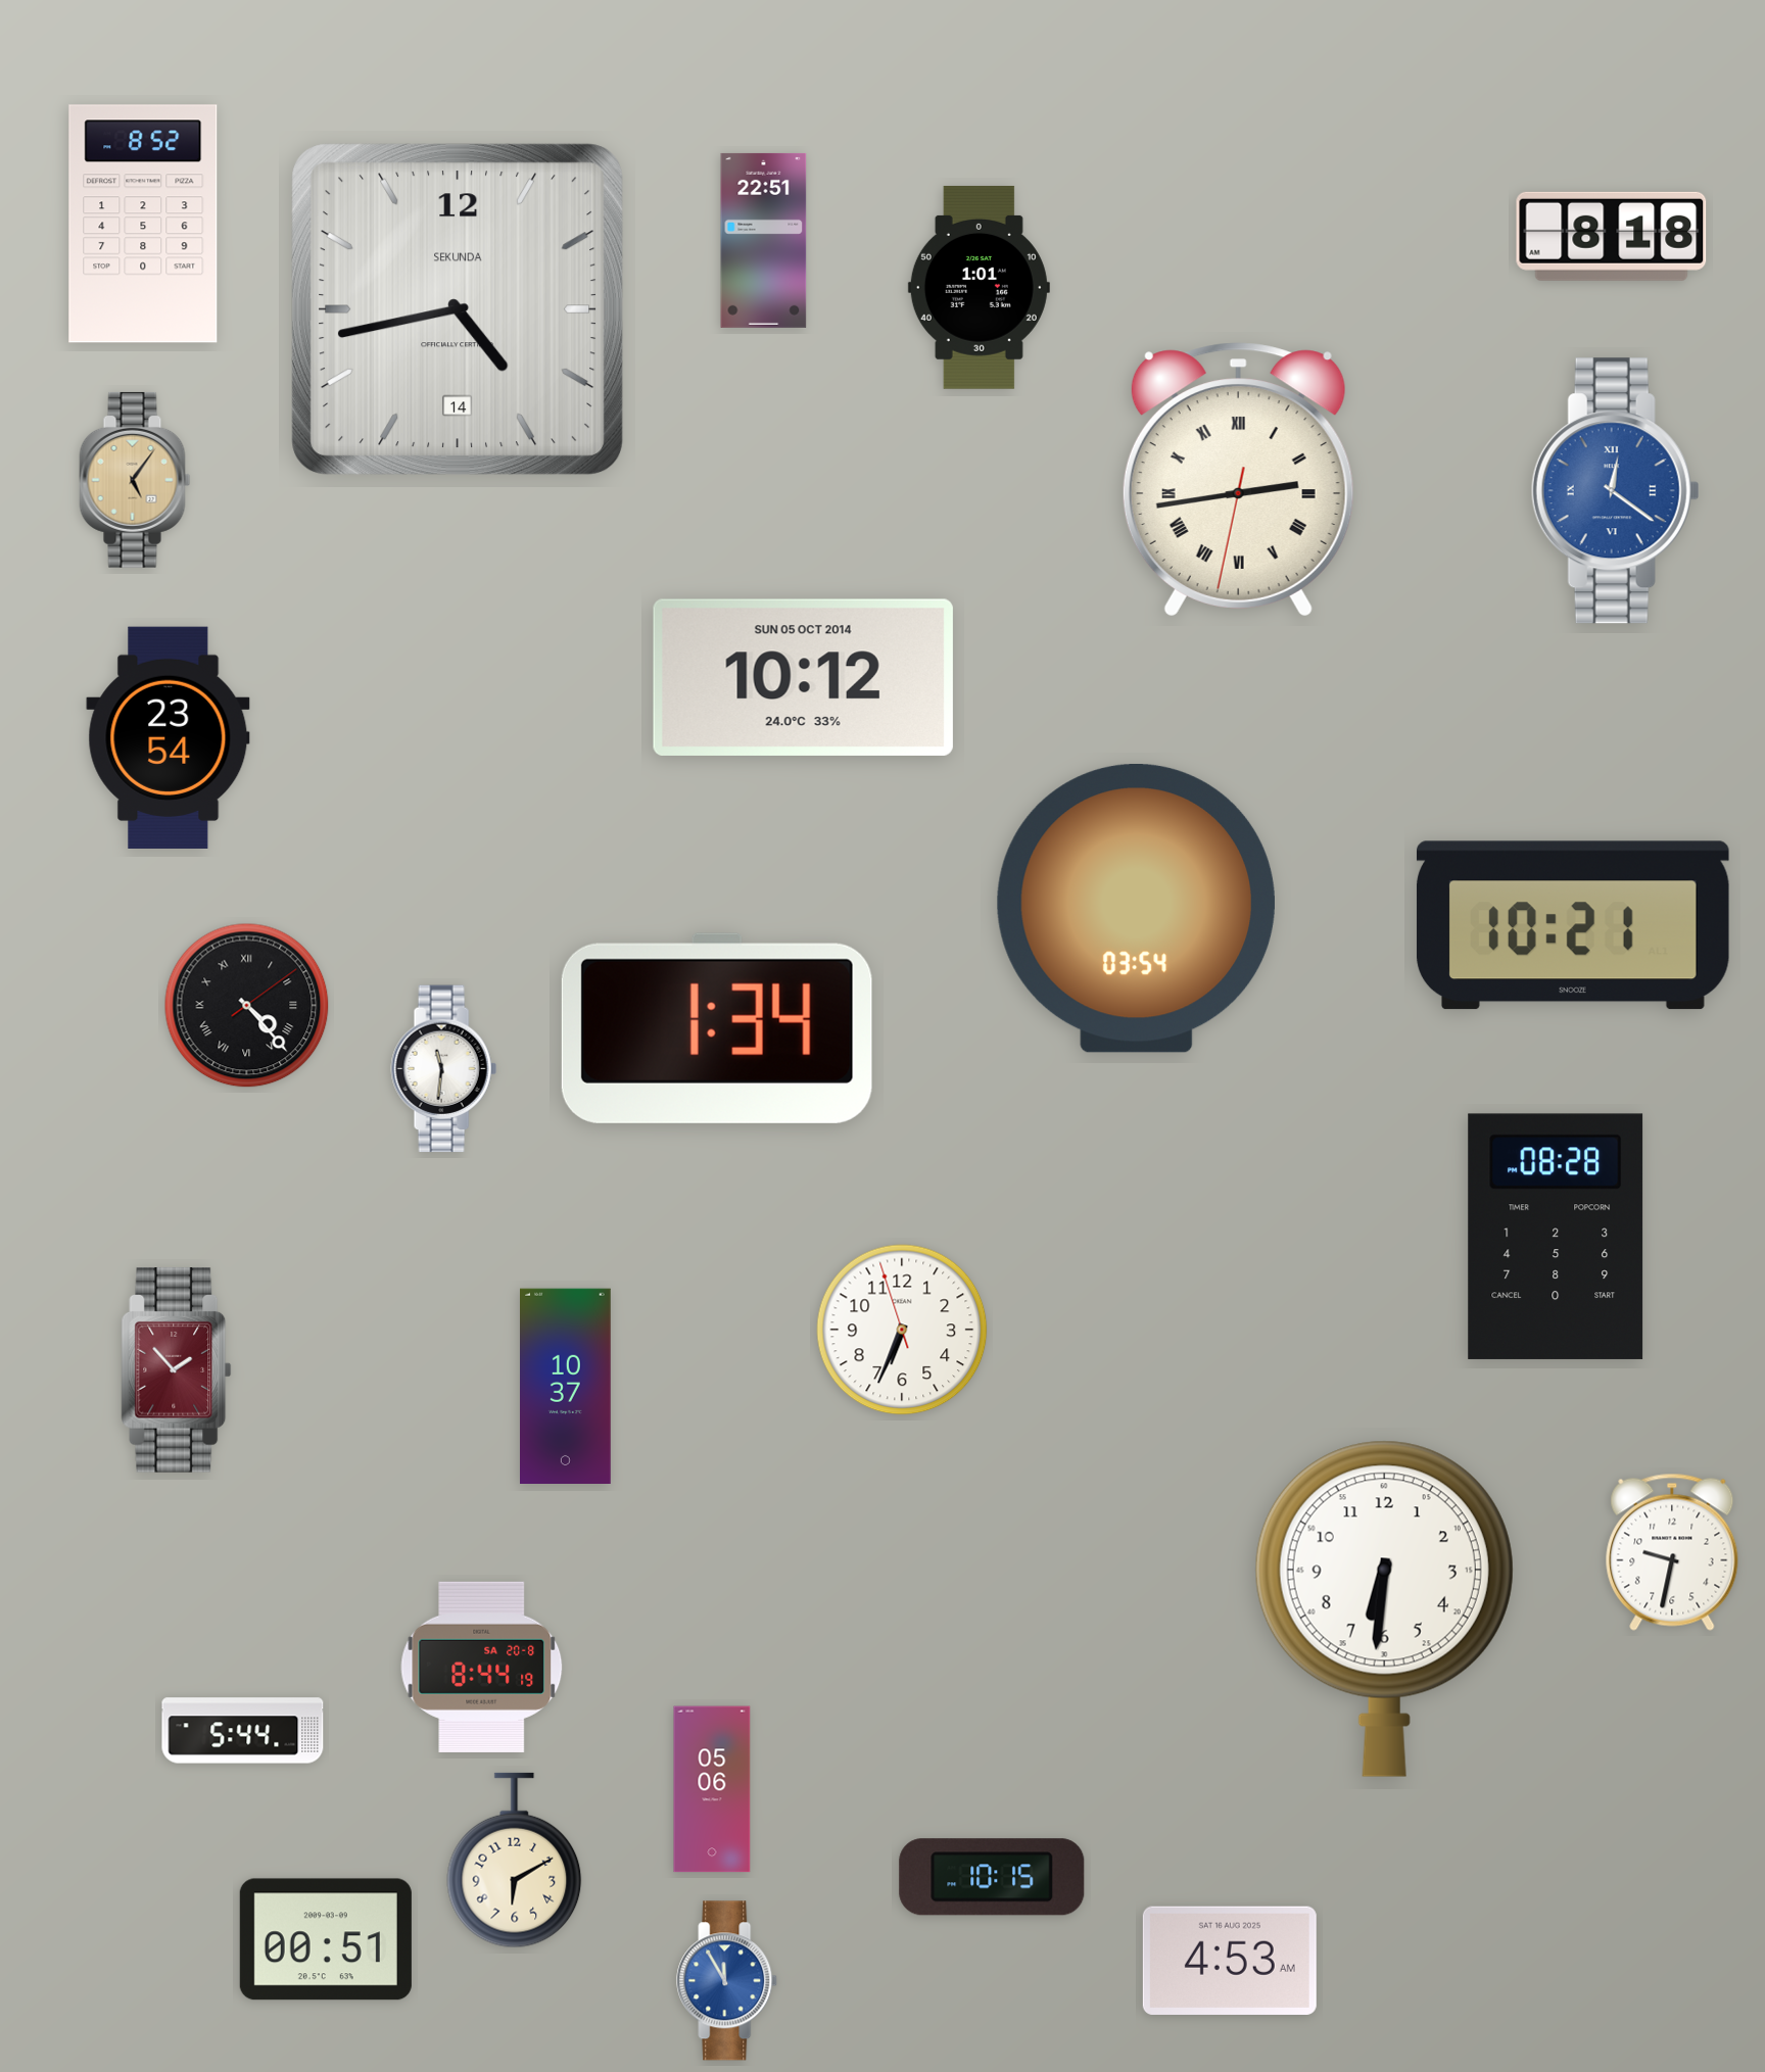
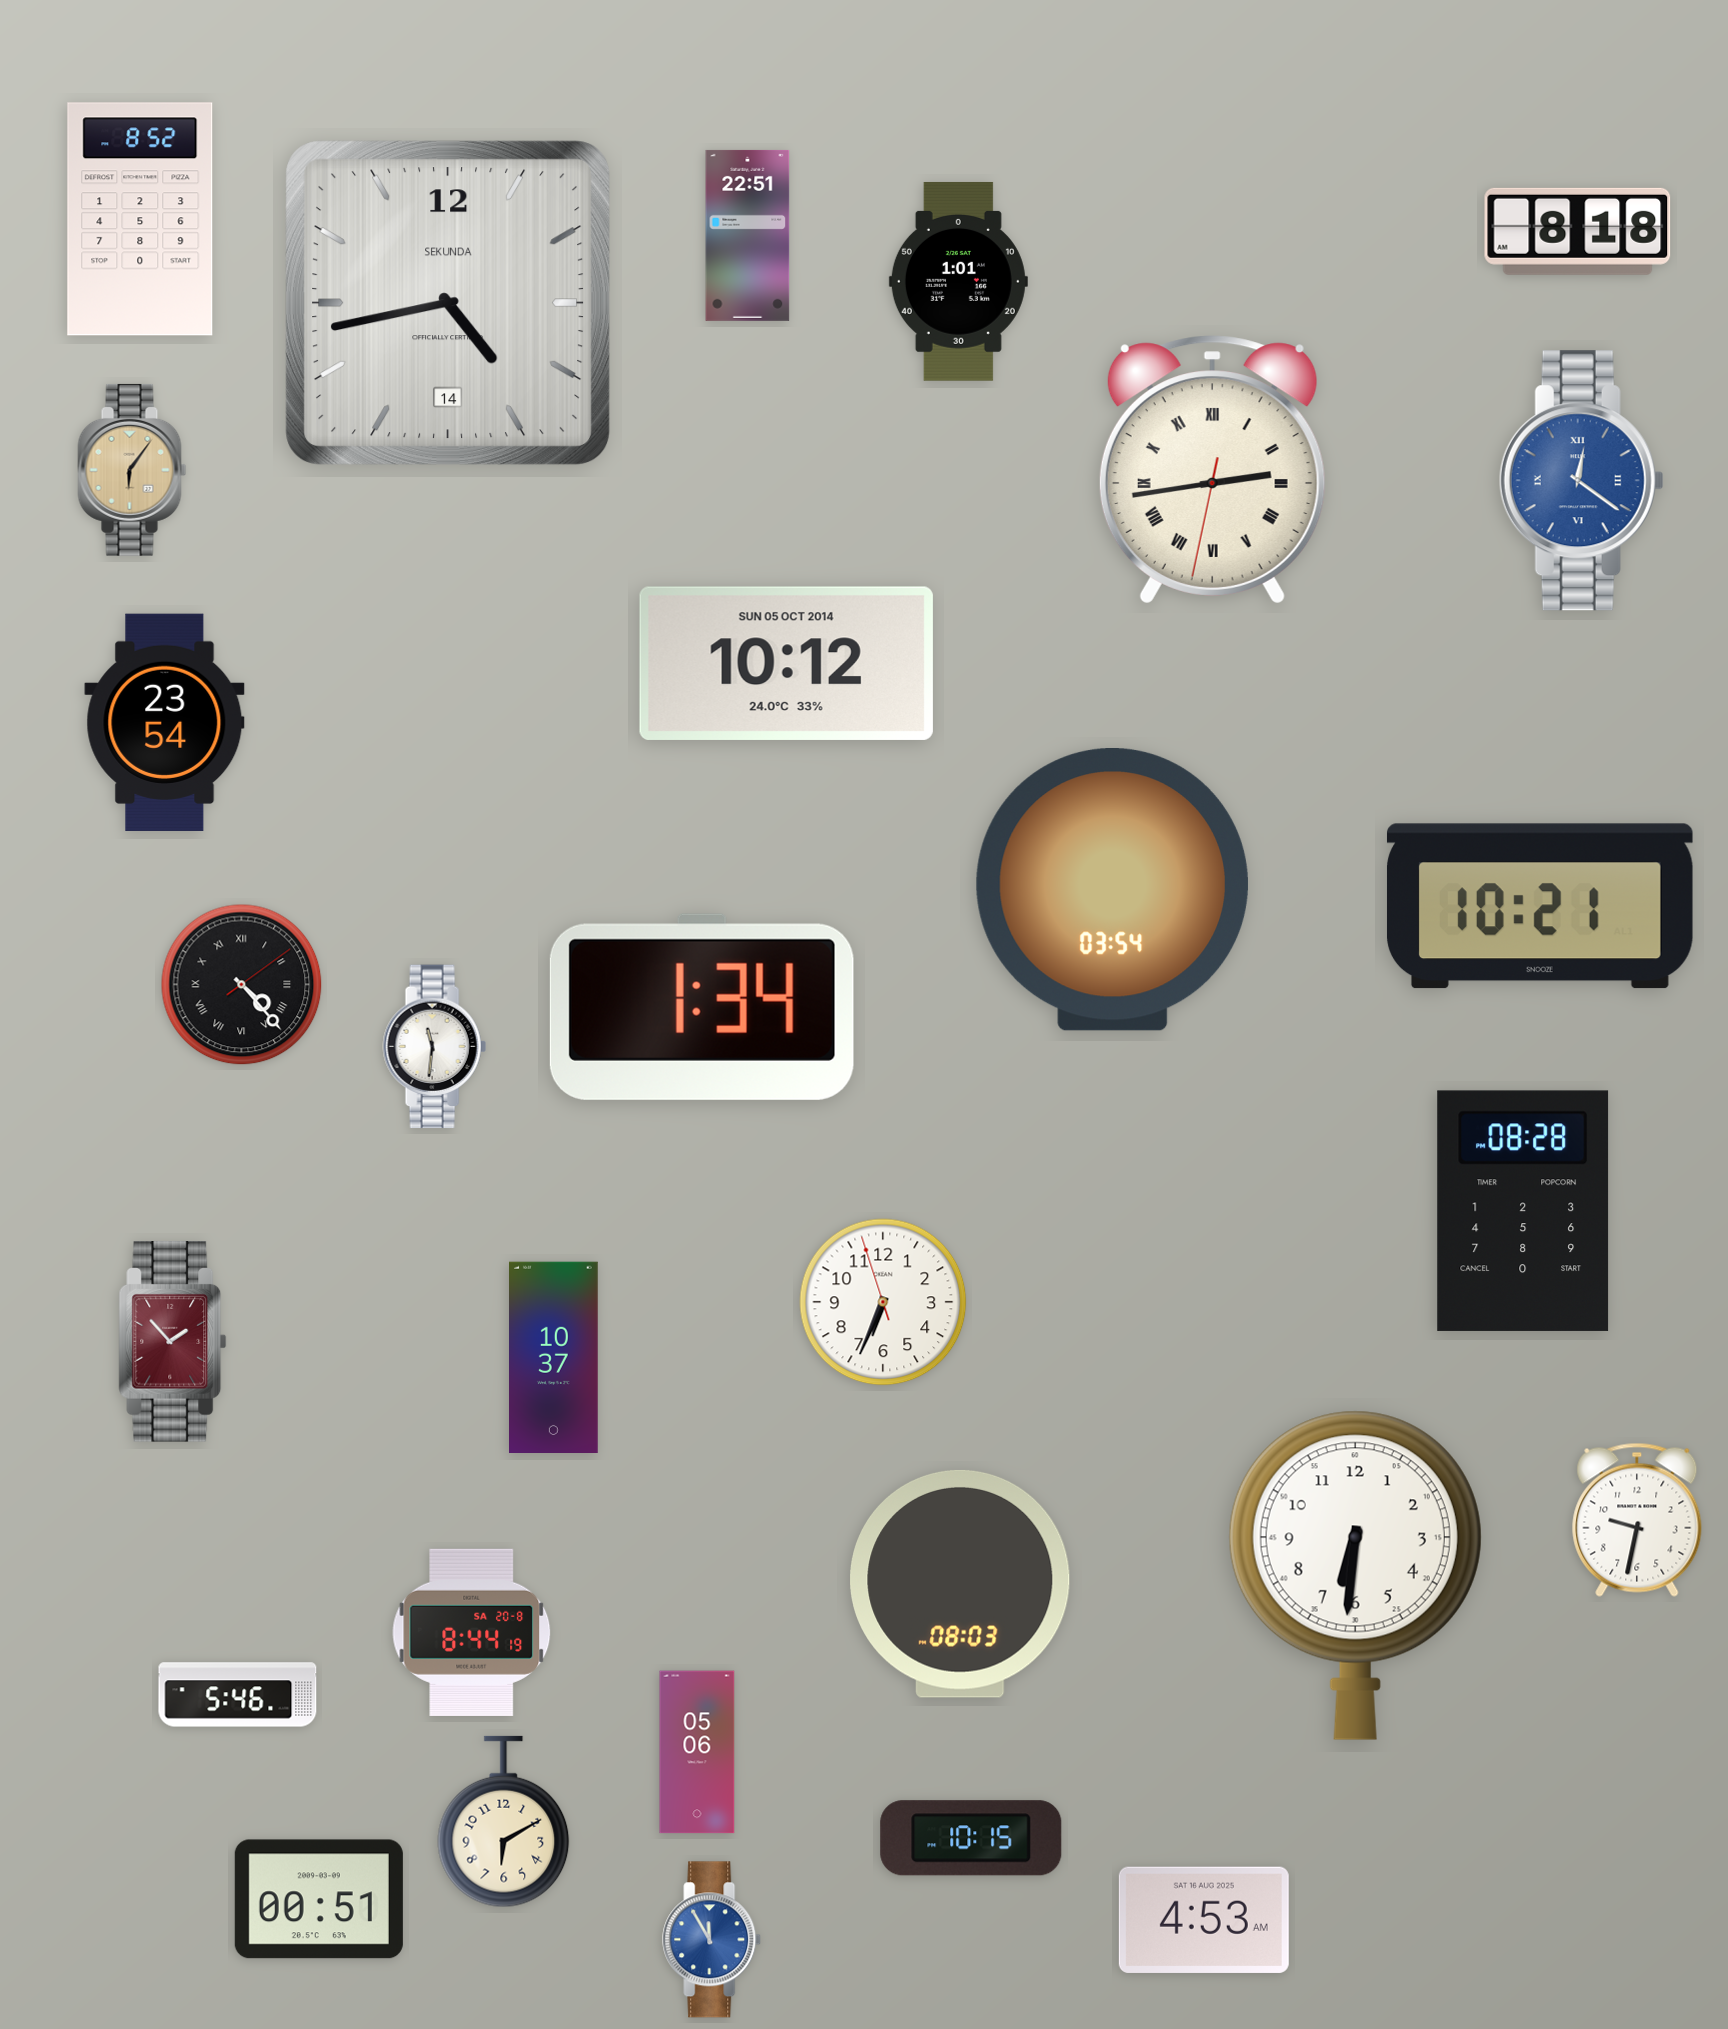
clock at (135, 480): 5:06 -> 6:06
clock at (960, 1584): none -> 08:03
clock at (243, 1731): 5:44 -> 5:46
